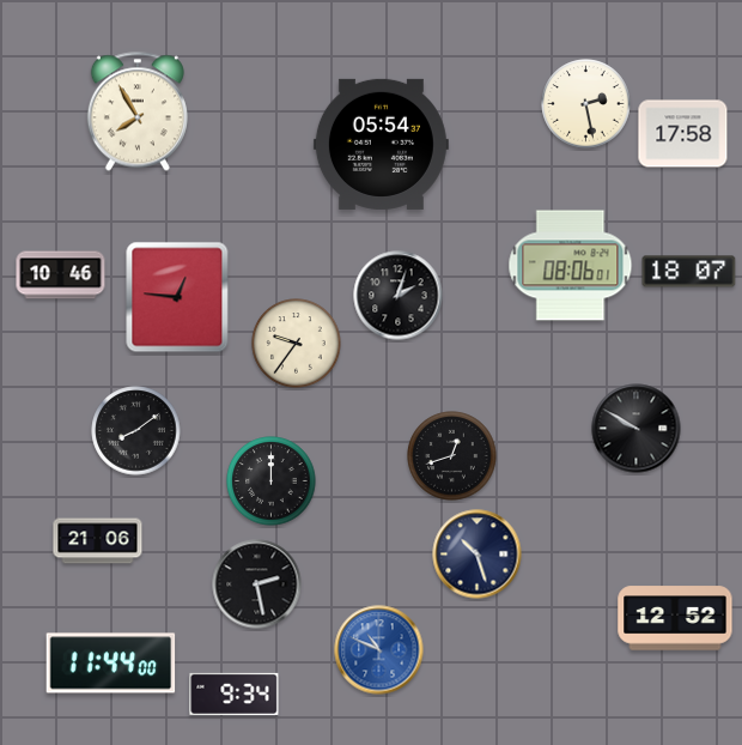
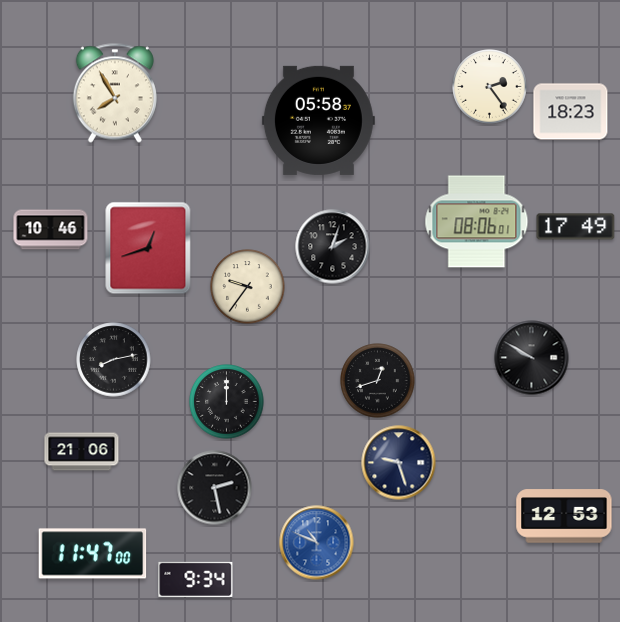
clock at (586, 104): 2:28 -> 2:24
clock at (683, 134): 17:58 -> 18:23
clock at (381, 144): 05:54 -> 05:58
clock at (689, 272): 18:07 -> 17:49
clock at (177, 297): 12:46 -> 12:42
clock at (136, 431): 8:09 -> 8:13
clock at (478, 555): 10:27 -> 9:27
clock at (675, 618): 12:52 -> 12:53
clock at (111, 664): 11:44 -> 11:47
